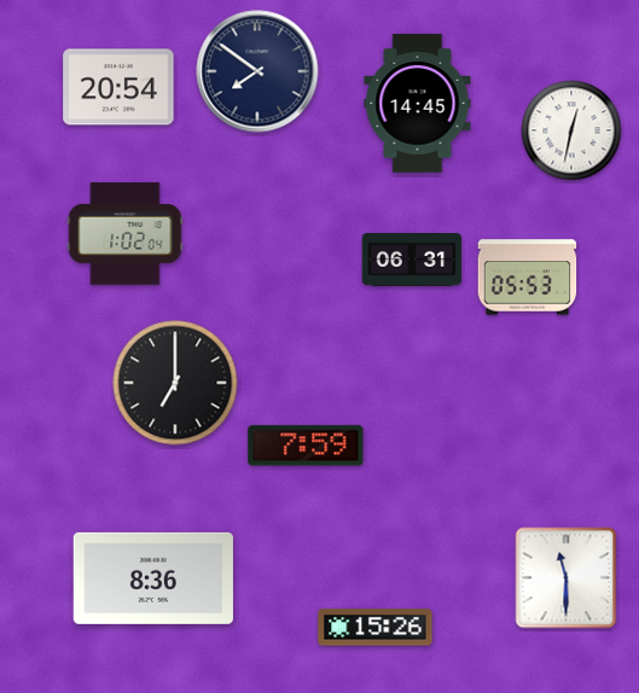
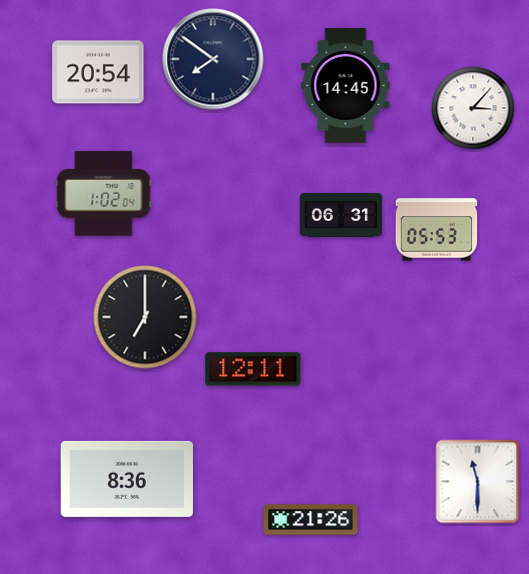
clock at (571, 130): 12:32 -> 3:07
clock at (306, 445): 7:59 -> 12:11
clock at (567, 578) position: (567, 578) -> (478, 482)
clock at (376, 628): 15:26 -> 21:26
